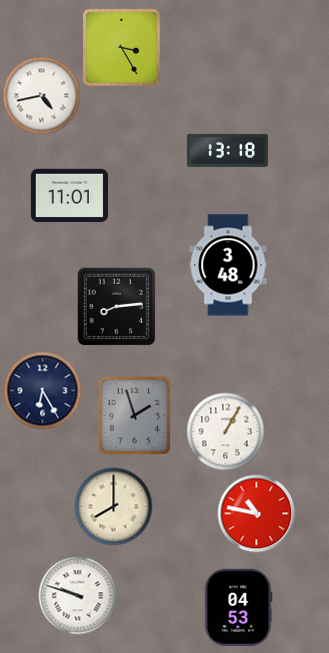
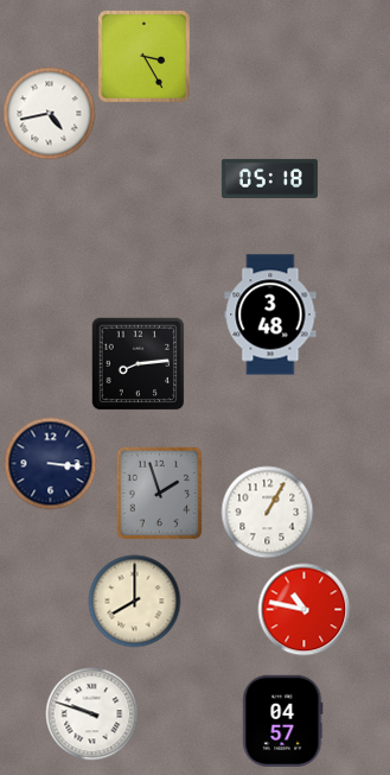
clock at (227, 150): 13:18 -> 05:18
clock at (69, 196): 11:01 -> none
clock at (42, 390): 6:25 -> 3:16
clock at (77, 595) position: (77, 595) -> (91, 713)
clock at (239, 607): 04:53 -> 04:57
